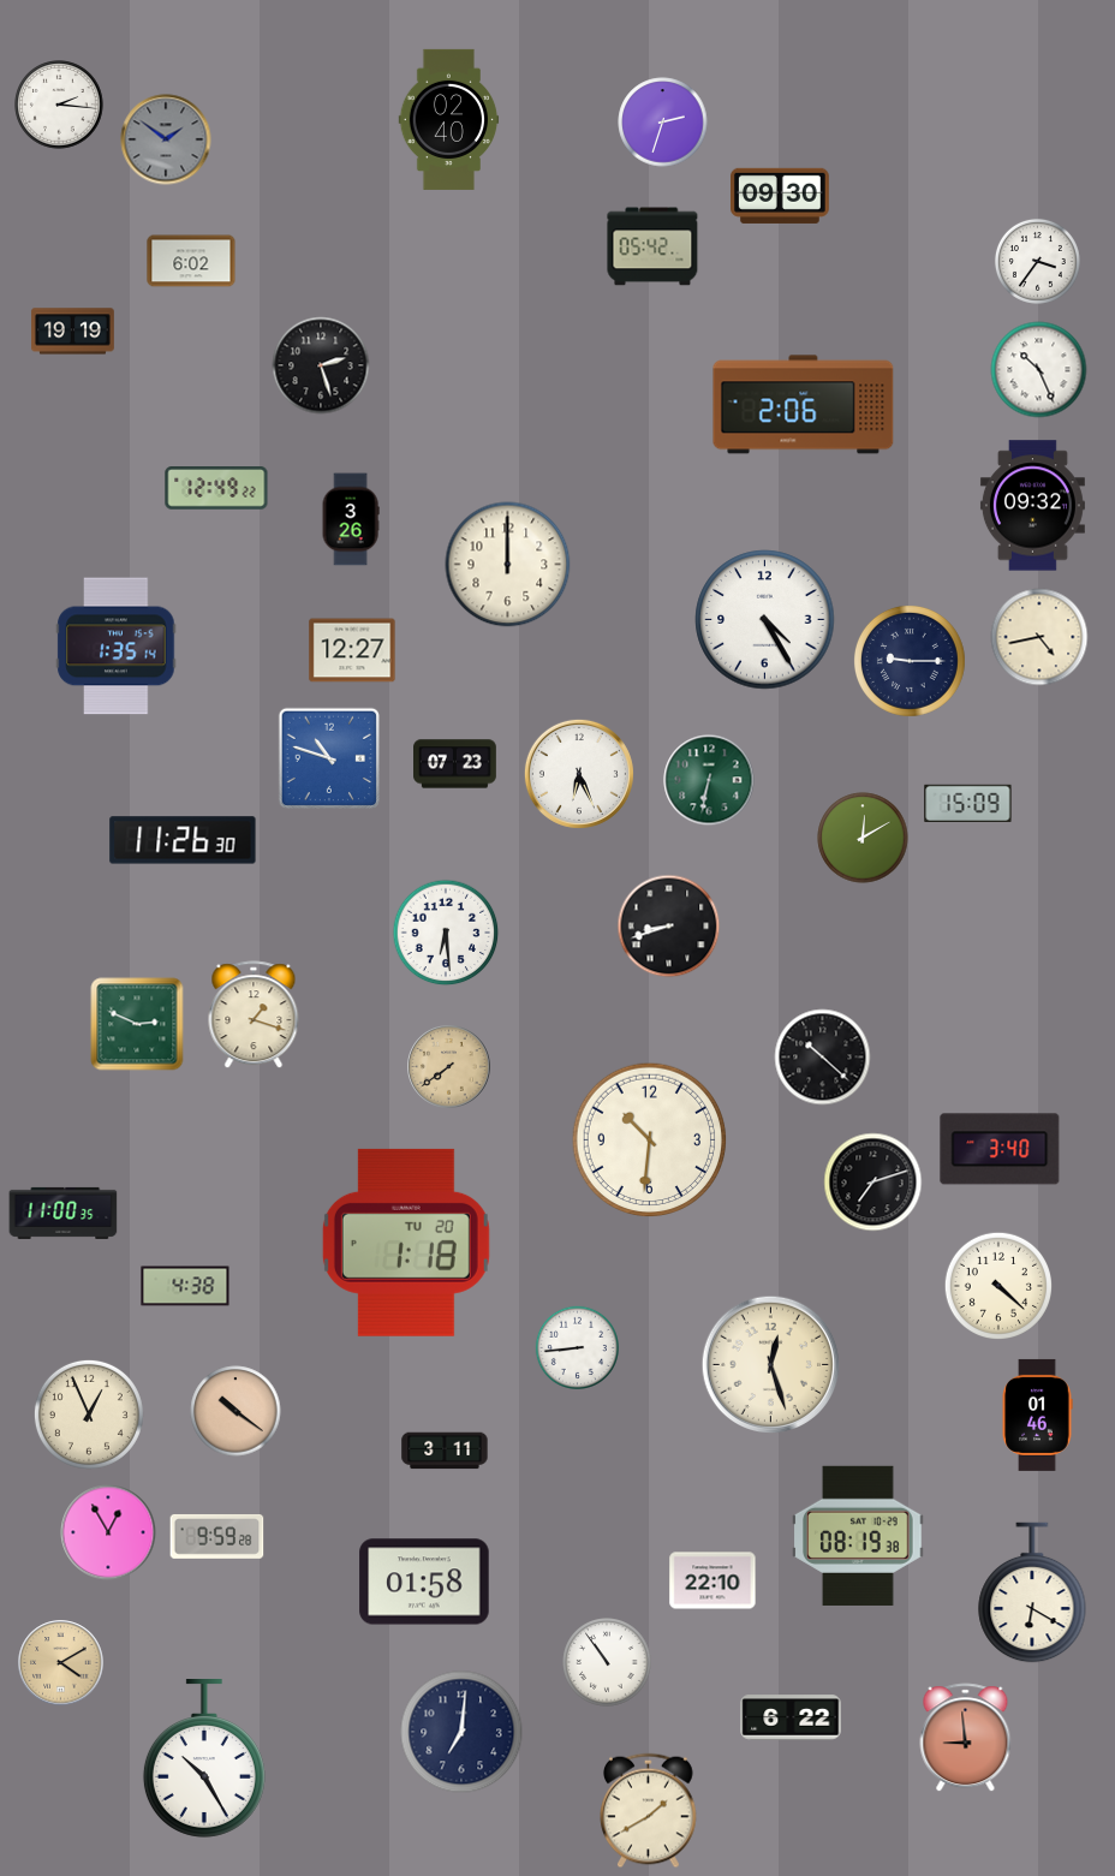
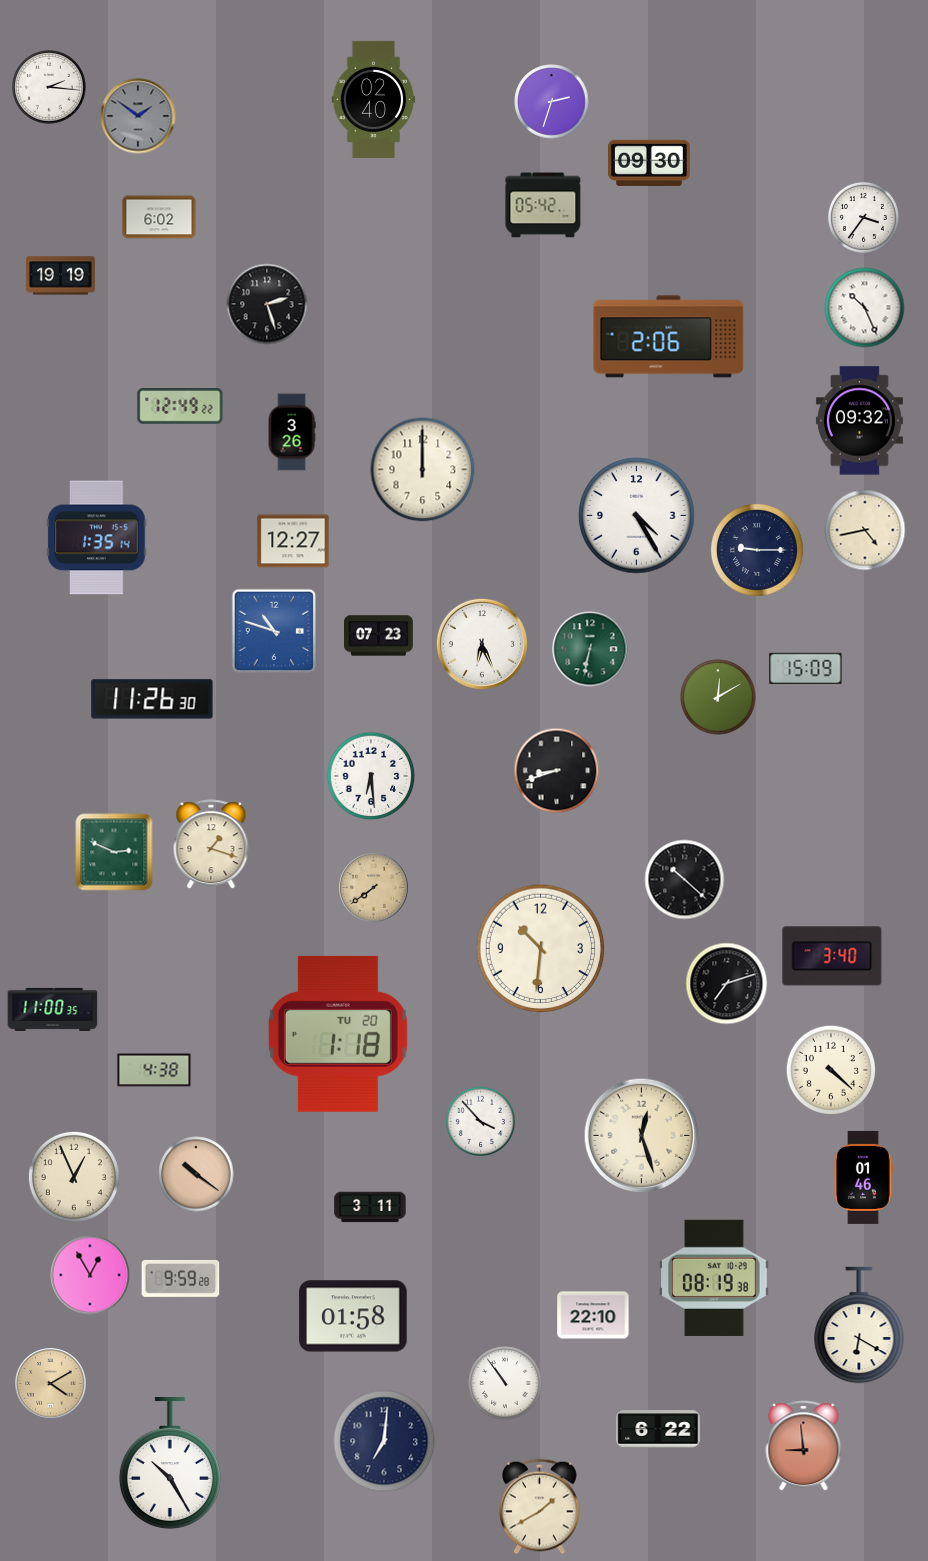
clock at (577, 1347): 8:44 -> 3:53
